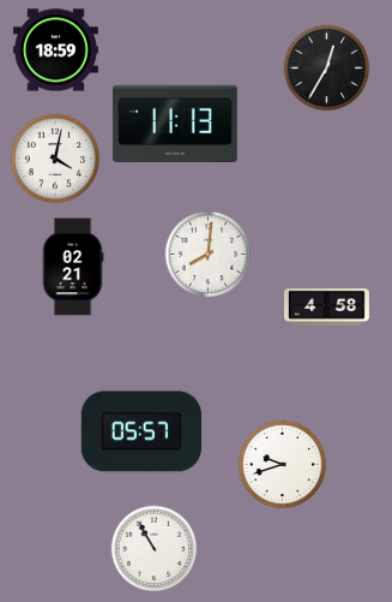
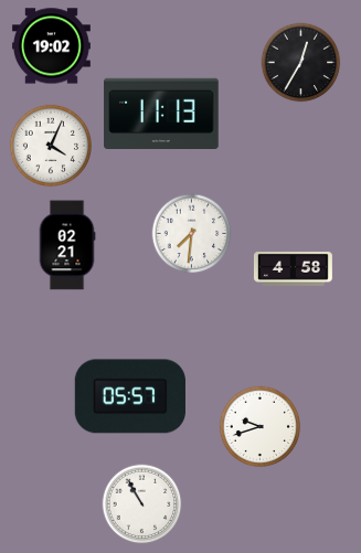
clock at (55, 50): 18:59 -> 19:02
clock at (54, 157): 4:02 -> 4:04
clock at (209, 255): 8:01 -> 7:31
clock at (326, 308) position: (326, 308) -> (293, 269)
